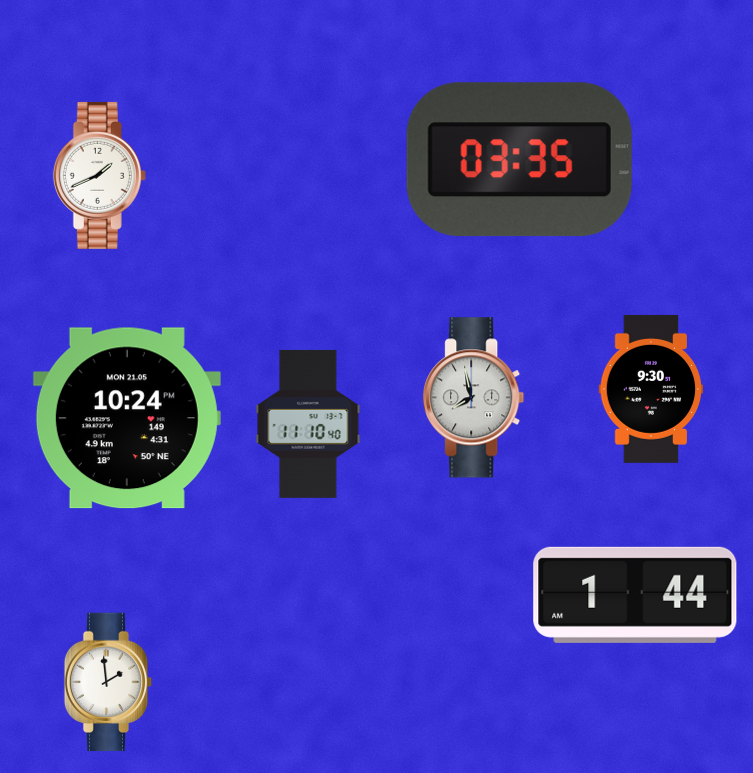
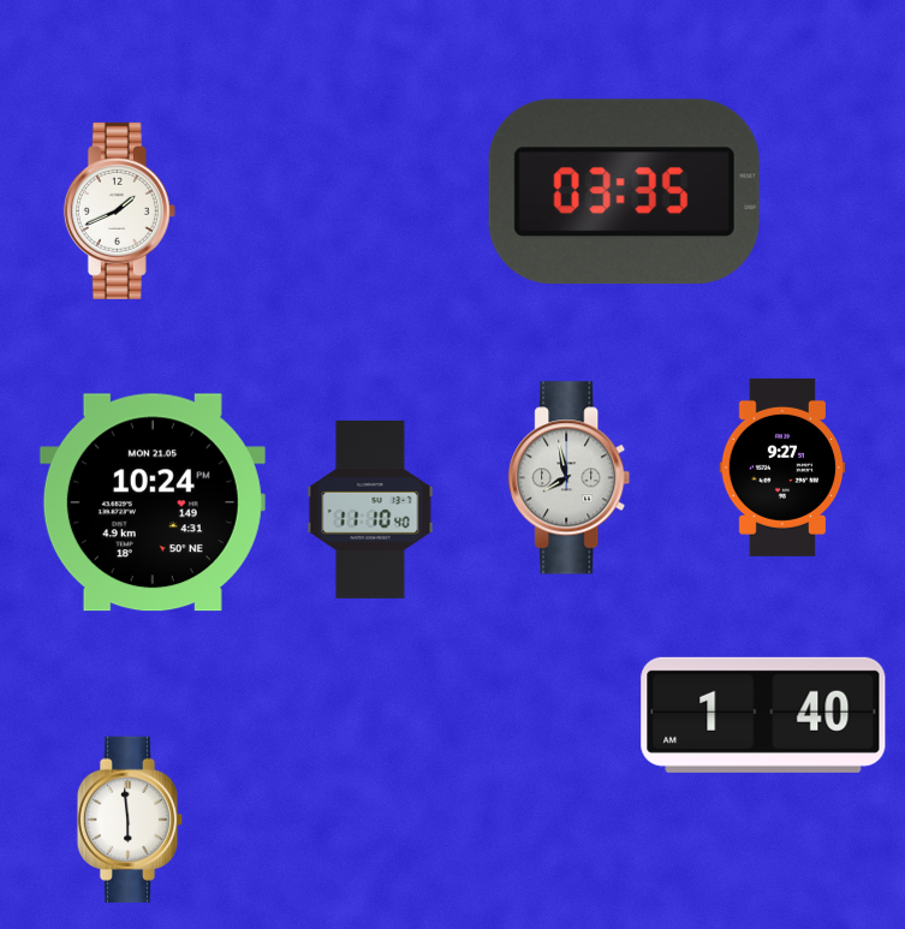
clock at (651, 389): 9:30 -> 9:27
clock at (635, 595): 1:44 -> 1:40
clock at (108, 682): 1:59 -> 5:59
